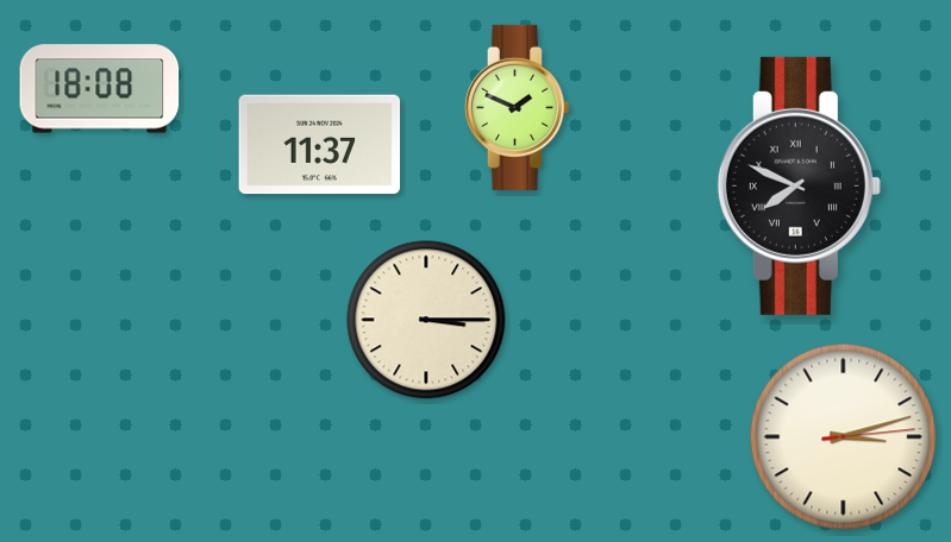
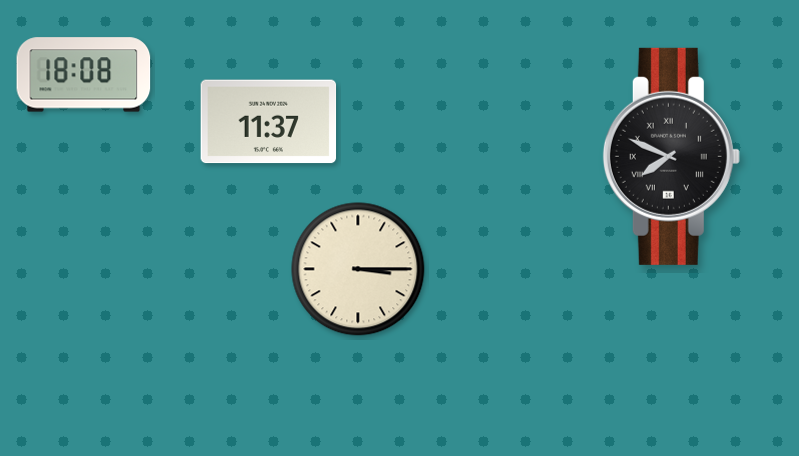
clock at (517, 107): 1:49 -> none
clock at (844, 437): 3:12 -> none
